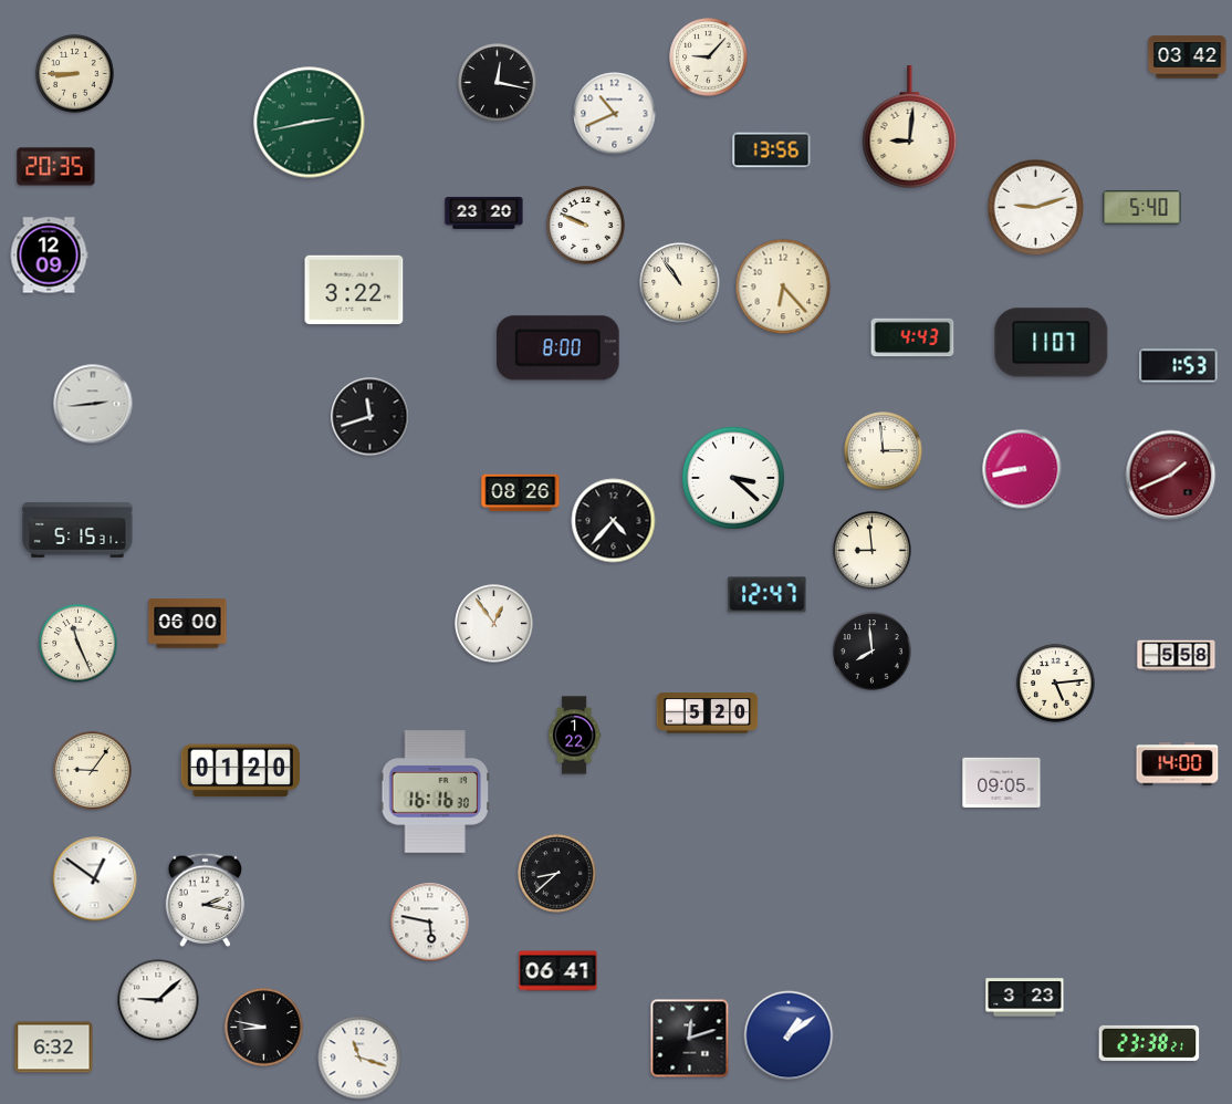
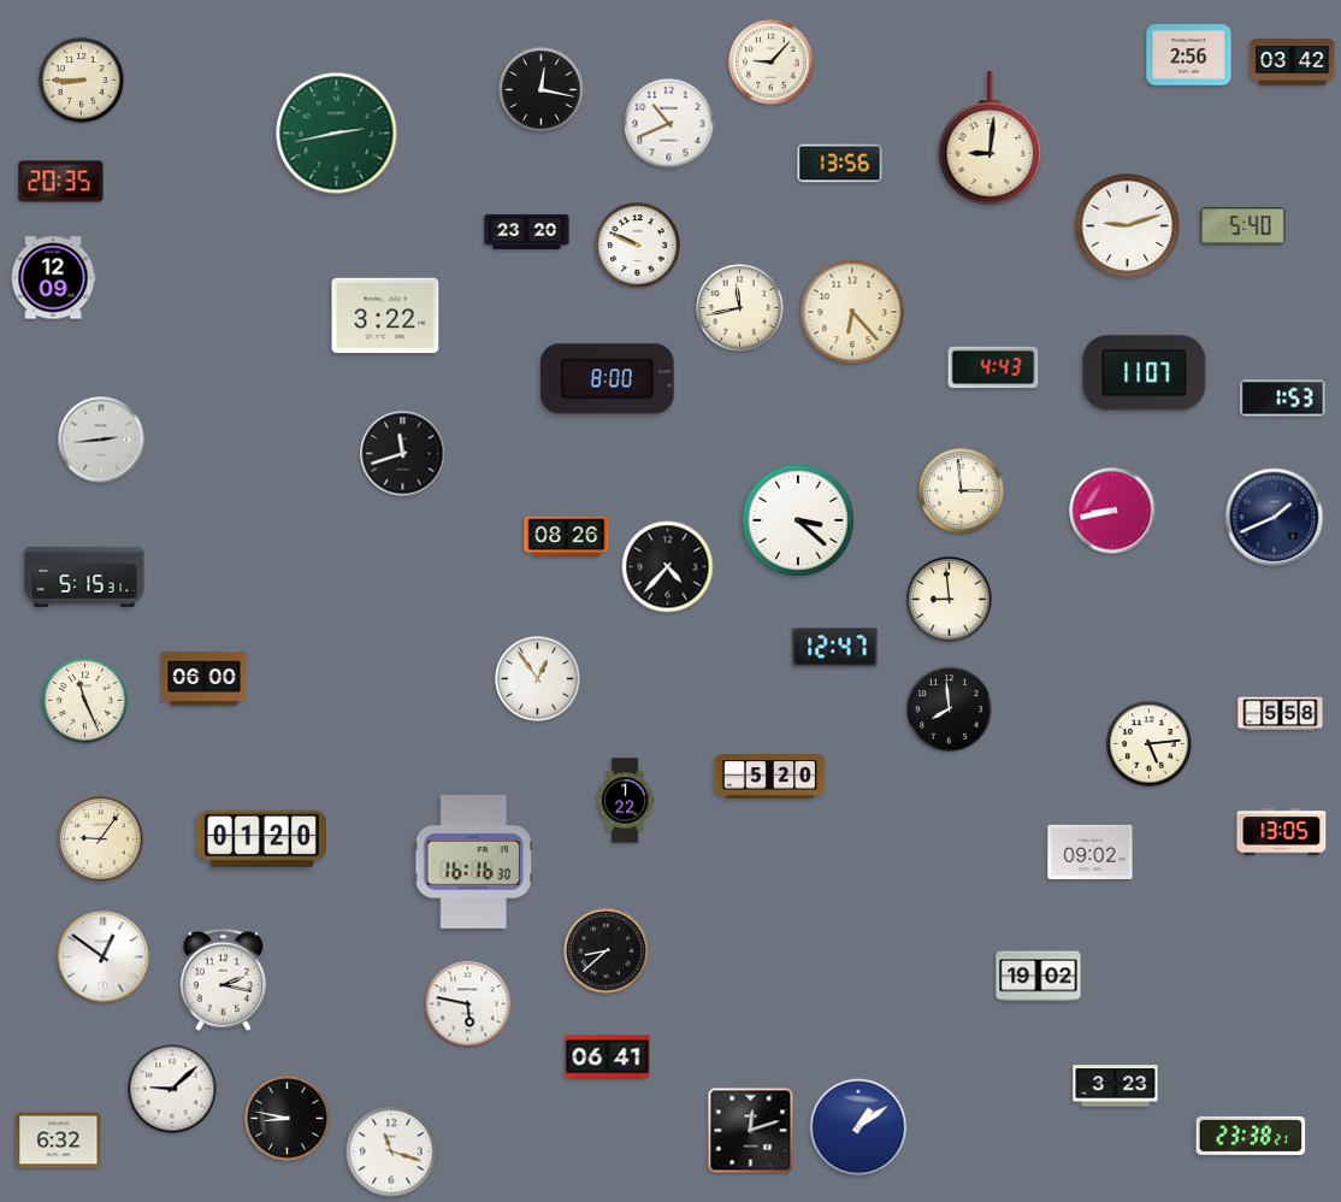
clock at (1189, 55): none -> 2:56
clock at (680, 283): 10:54 -> 11:43
clock at (1171, 476) dial: burgundy -> navy
clock at (1178, 764): 14:00 -> 13:05
clock at (1002, 782): 09:05 -> 09:02
clock at (1039, 977): none -> 19:02
